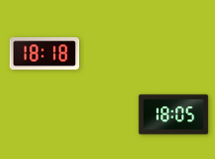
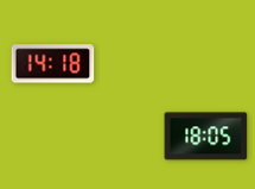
clock at (45, 54): 18:18 -> 14:18
